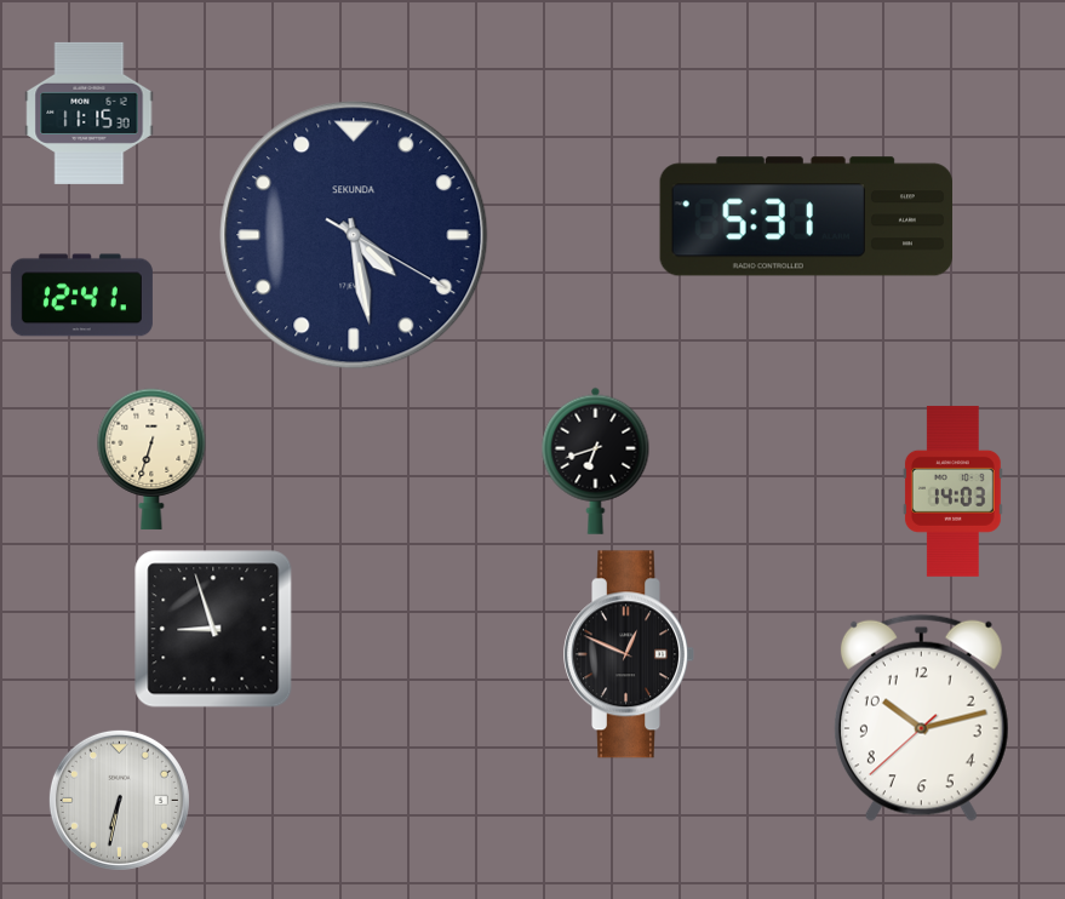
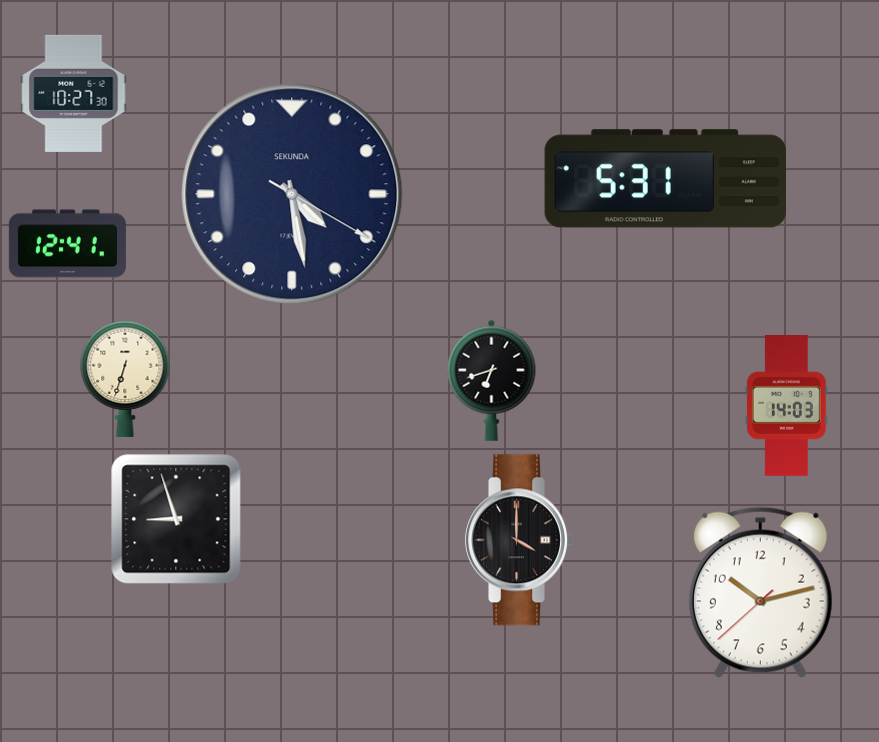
clock at (90, 113): 11:15 -> 10:27
clock at (629, 654): 12:49 -> 4:00
clock at (119, 800): 6:32 -> none
